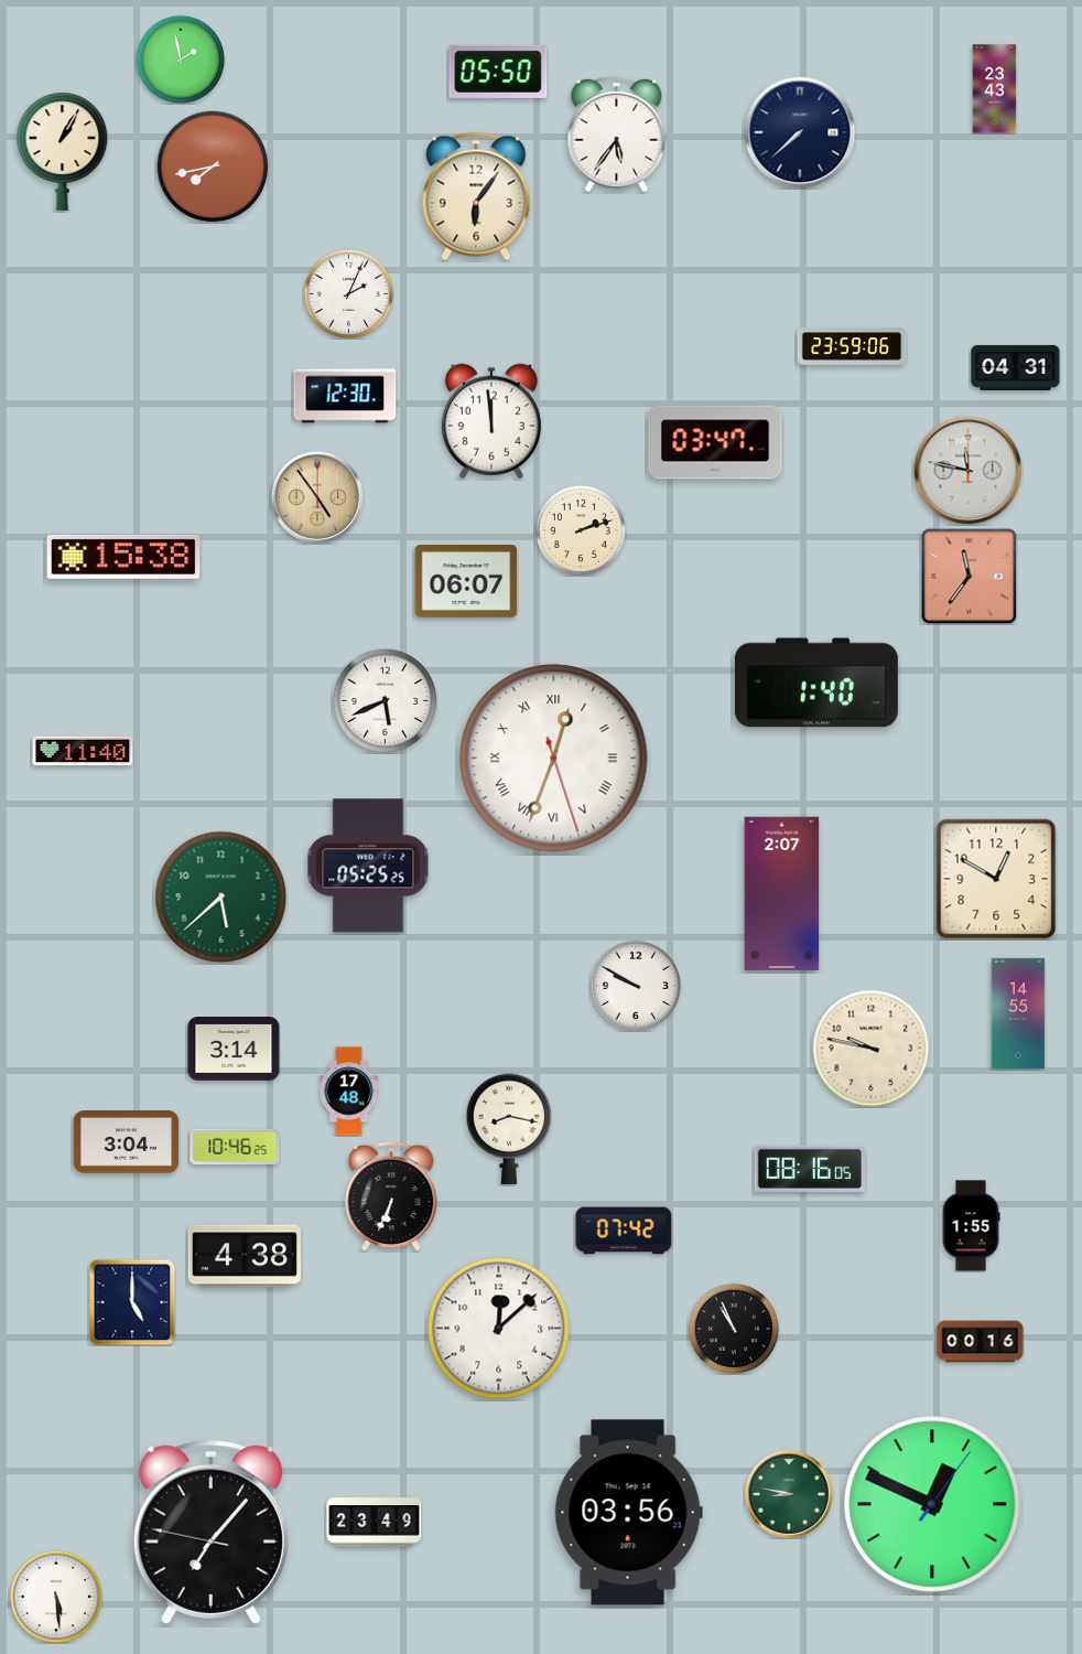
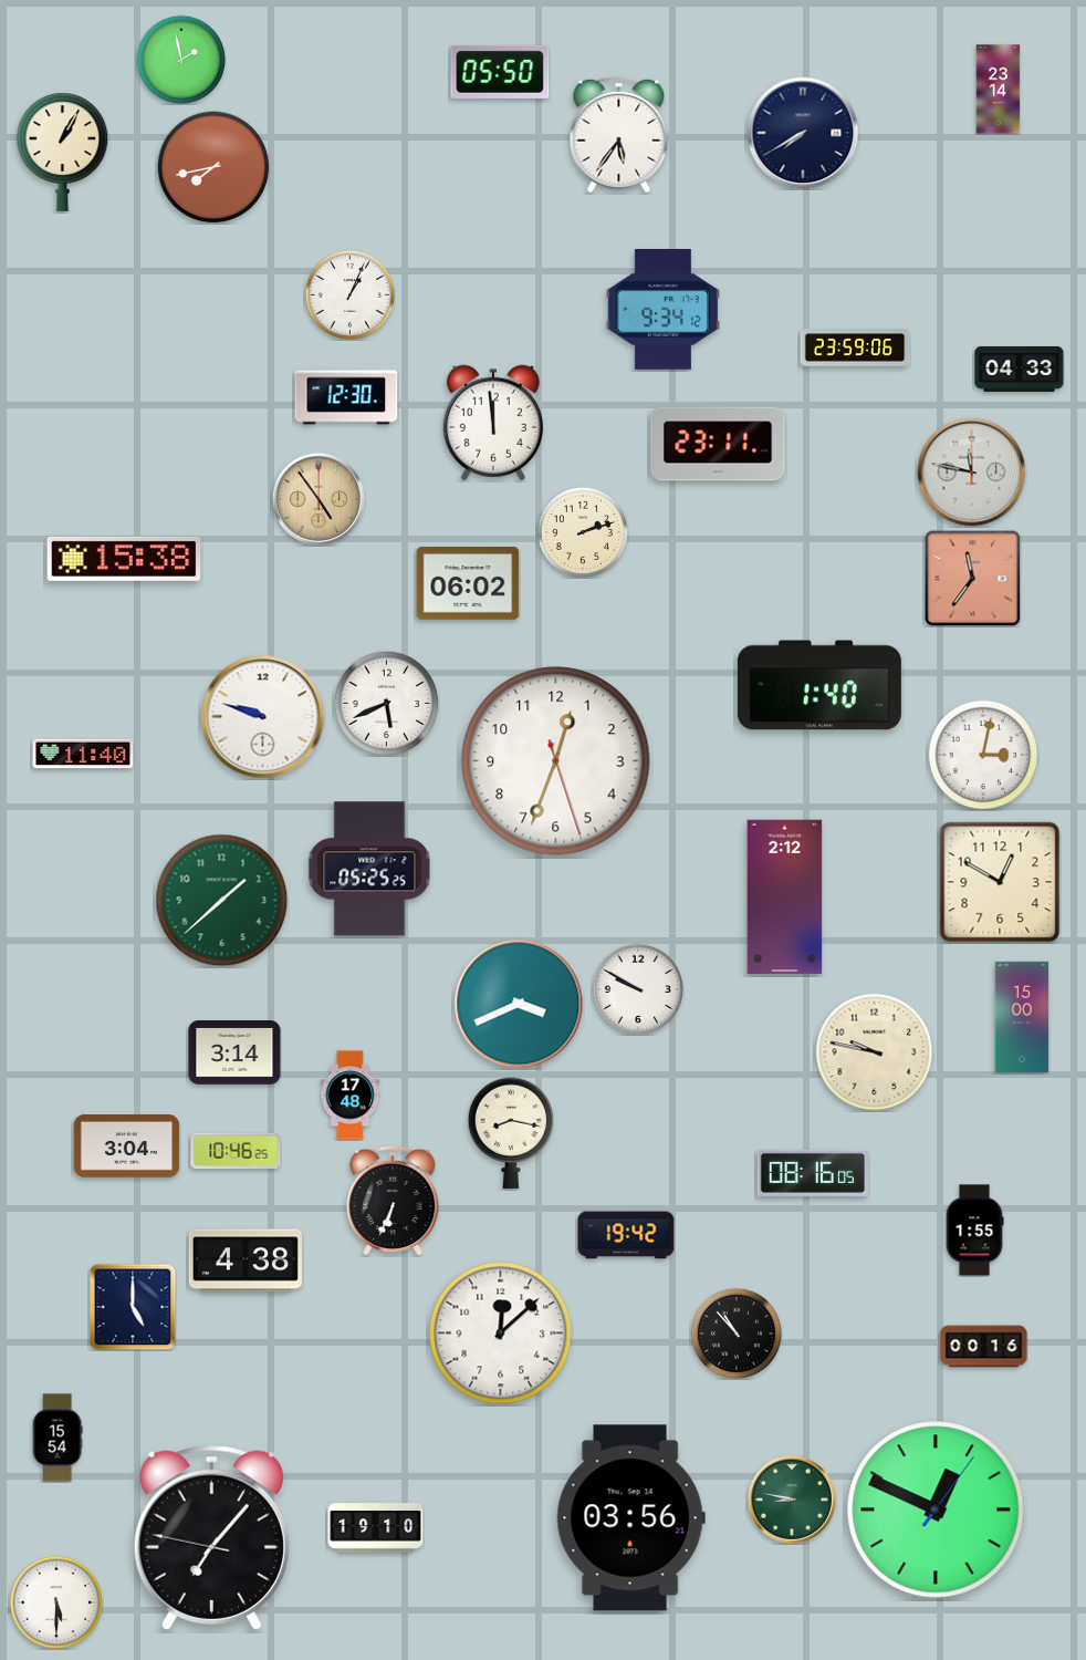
clock at (995, 89): 23:43 -> 23:14
clock at (800, 132): 7:38 -> 7:40
clock at (476, 196): 6:06 -> none
clock at (348, 293): 2:04 -> 1:04
clock at (662, 309): none -> 9:34
clock at (1016, 367): 04:31 -> 04:33
clock at (715, 442): 03:47 -> 23:11
clock at (466, 581): 06:07 -> 06:02
clock at (263, 717): none -> 9:48
clock at (983, 755): none -> 3:02
clock at (554, 759) numerals: Roman -> Arabic
clock at (782, 894): 2:07 -> 2:12
clock at (221, 898): 5:38 -> 1:38
clock at (519, 1004): none -> 3:41
clock at (1018, 1013): 14:55 -> 15:00
clock at (624, 1231): 07:42 -> 19:42
clock at (733, 1328): 10:56 -> 10:53
clock at (58, 1438): none -> 15:54
clock at (375, 1523): 23:49 -> 19:10
clock at (55, 1596): 5:29 -> 5:30
